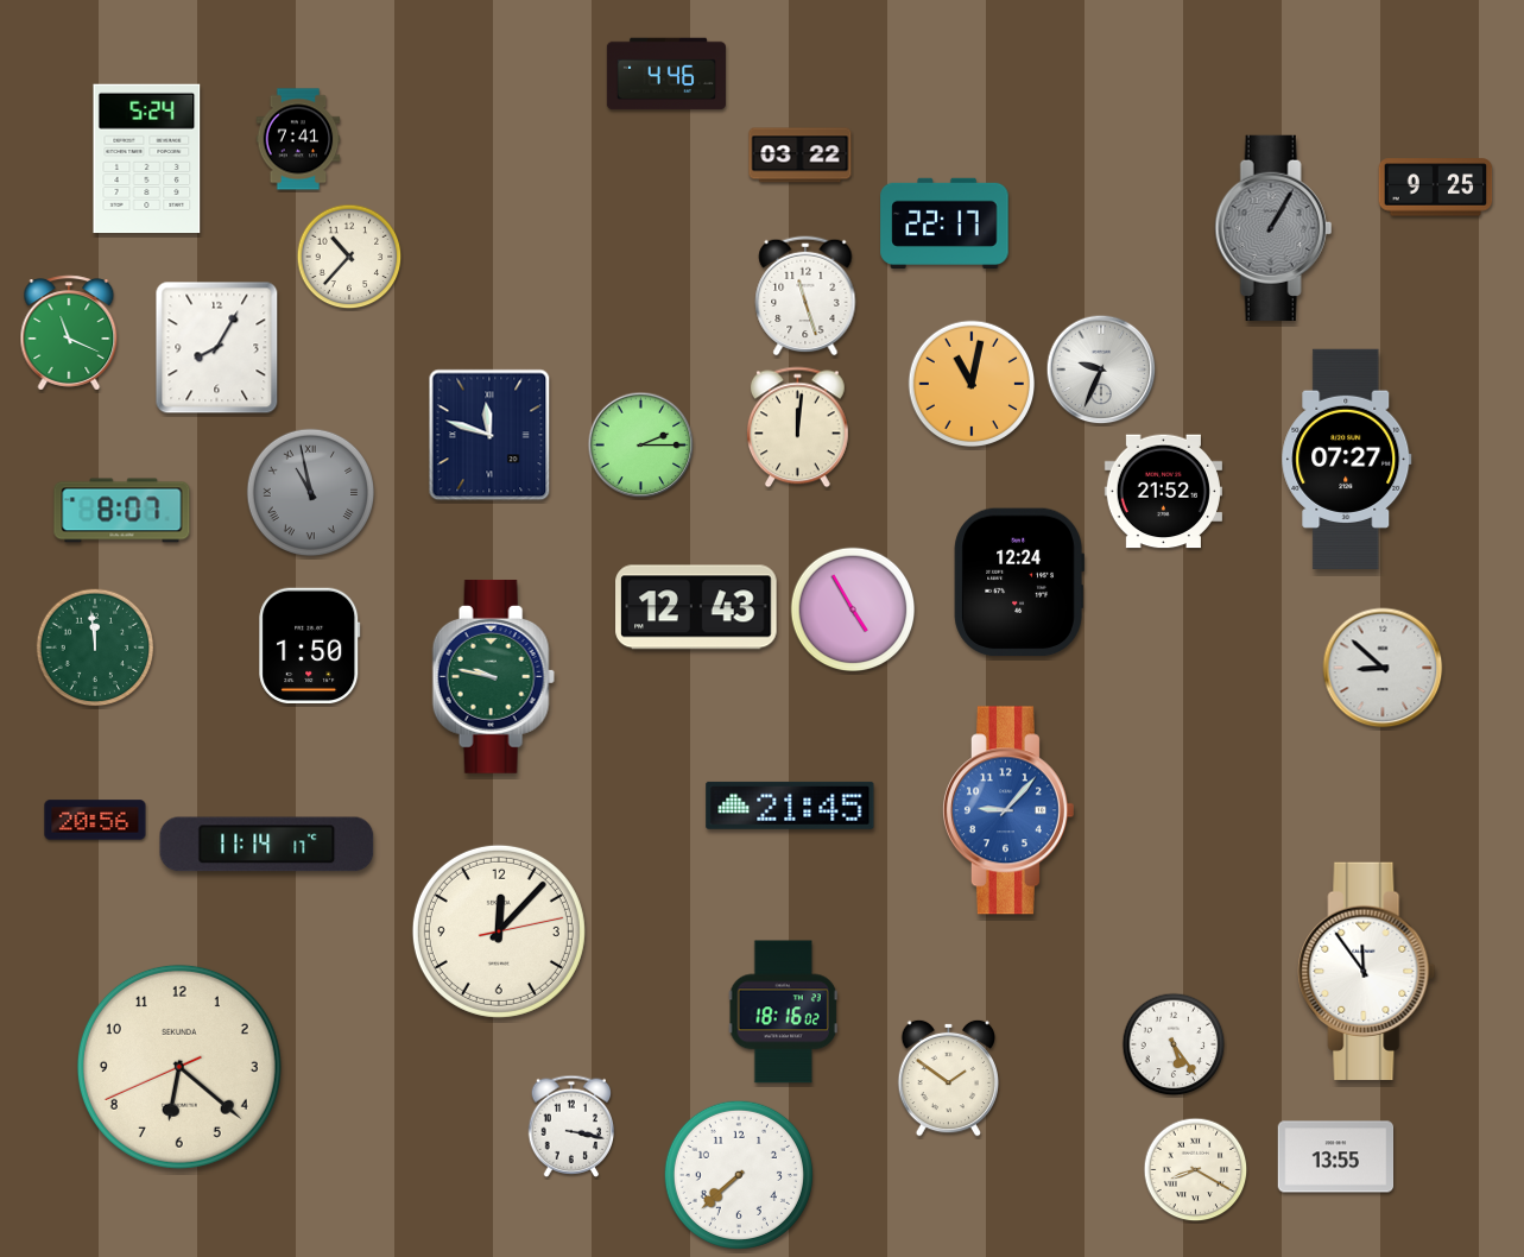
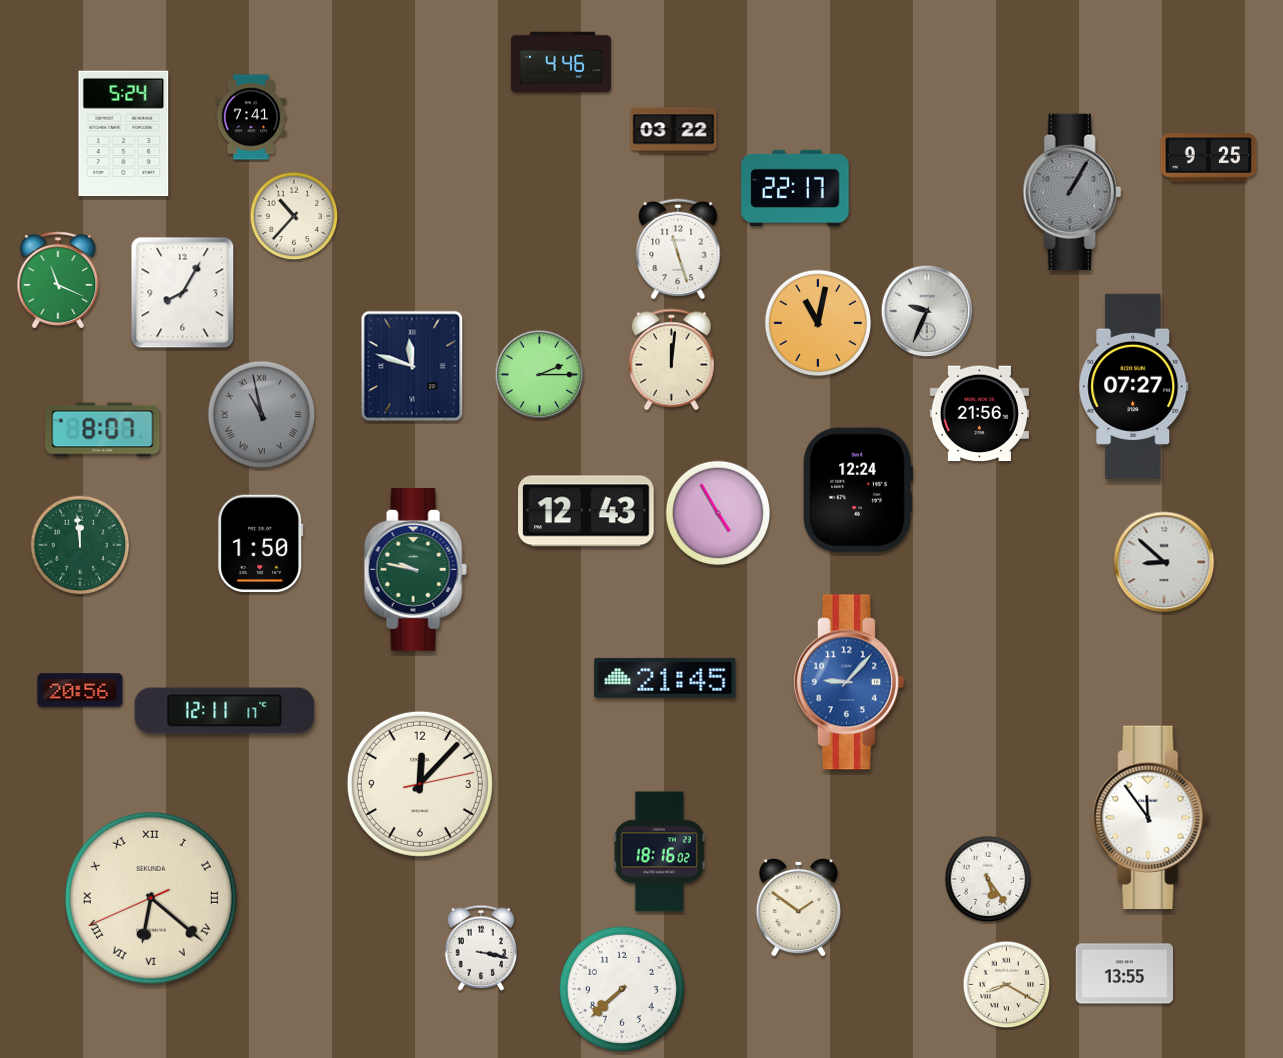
clock at (1163, 492): 21:52 -> 21:56
clock at (267, 845): 11:14 -> 12:11
clock at (179, 1067) numerals: Arabic -> Roman
